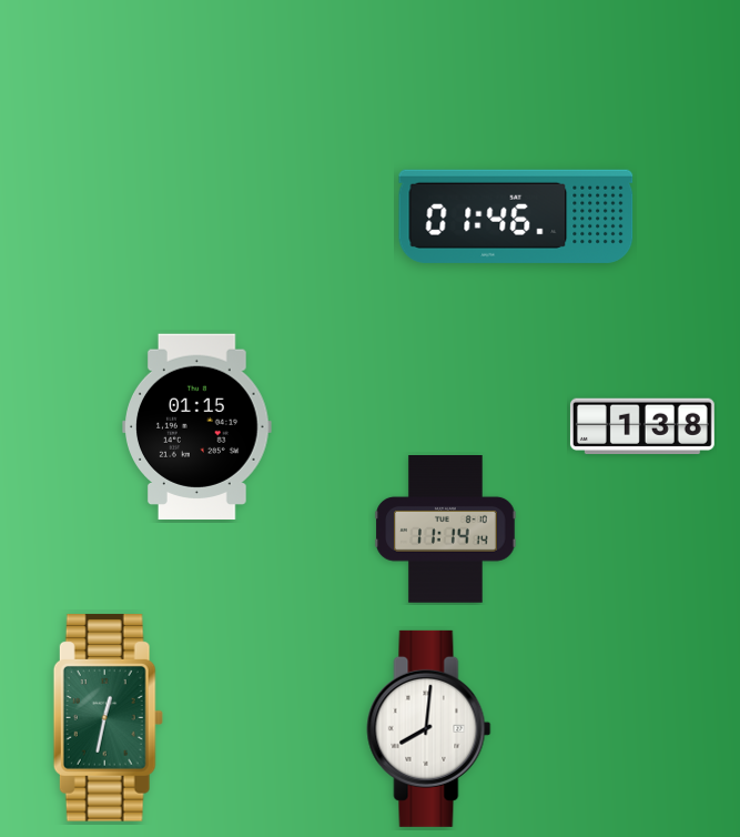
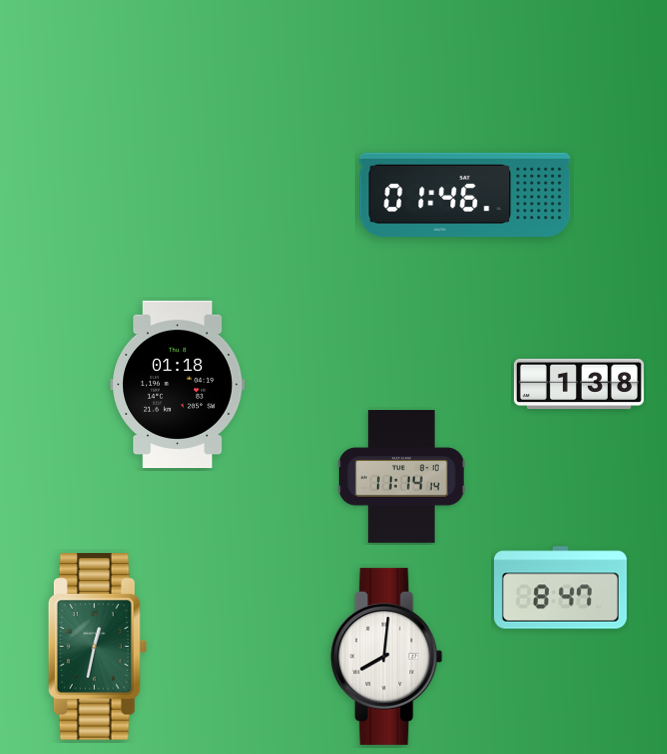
clock at (197, 426): 01:15 -> 01:18
clock at (561, 588): none -> 8:47
